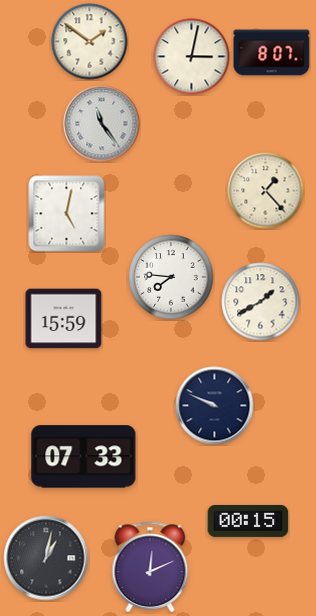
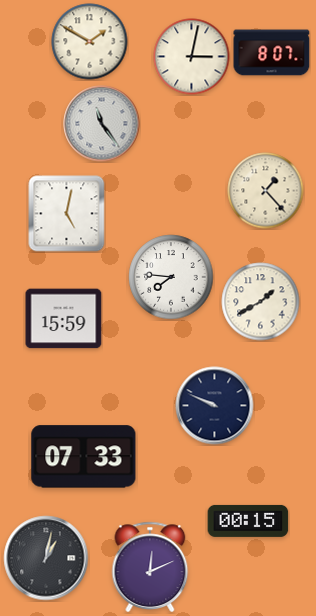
clock at (90, 42): 1:51 -> 1:50
